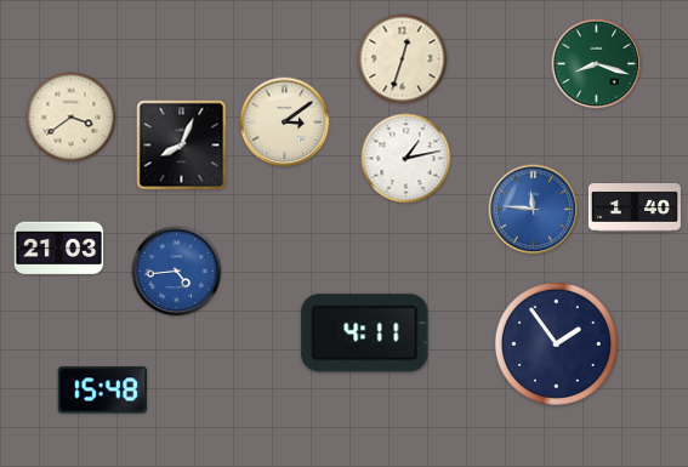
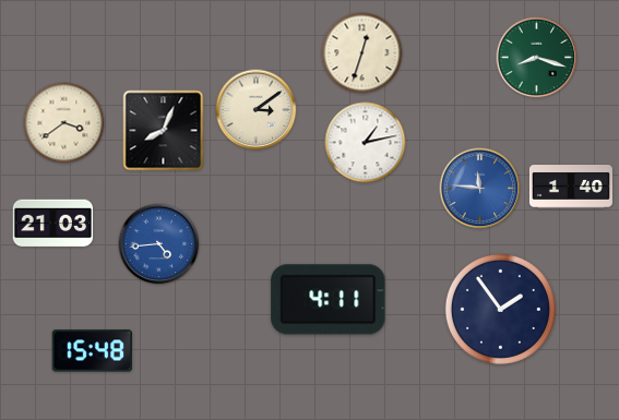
clock at (72, 118) position: (72, 118) -> (64, 123)
